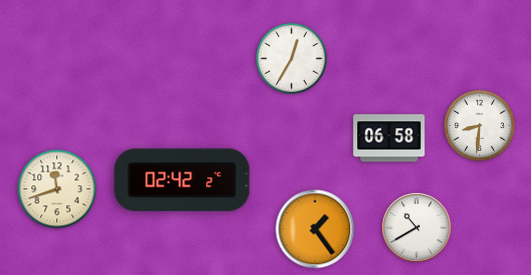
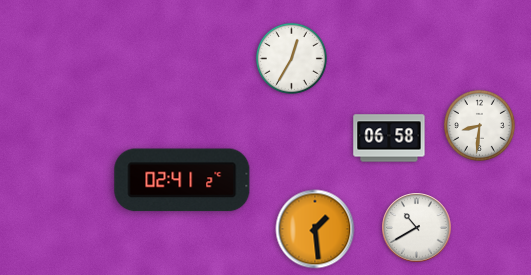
clock at (182, 180): 02:42 -> 02:41
clock at (57, 189): 11:42 -> none
clock at (315, 229): 1:24 -> 1:29
